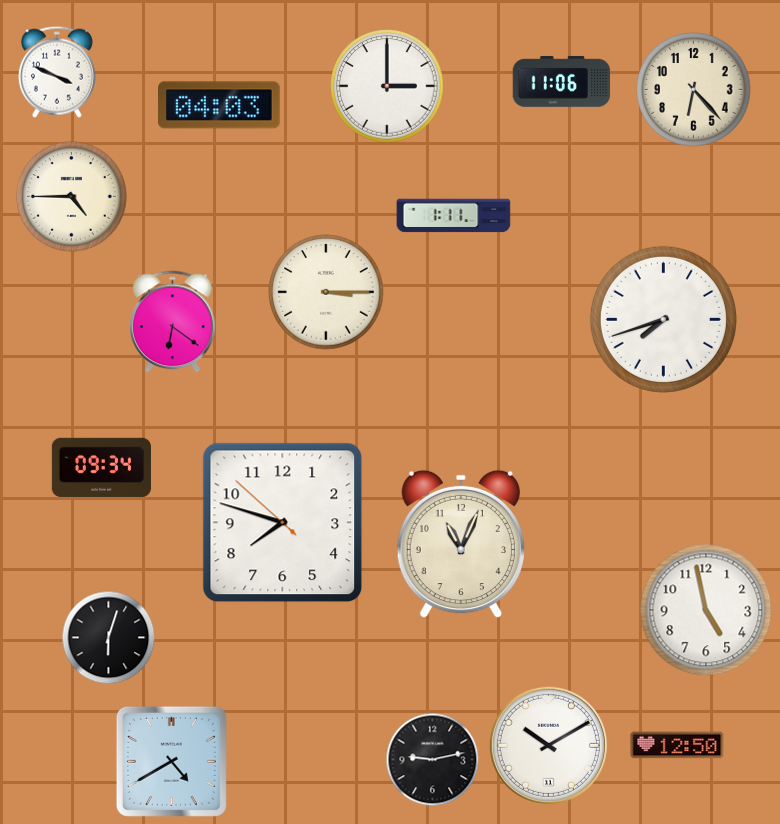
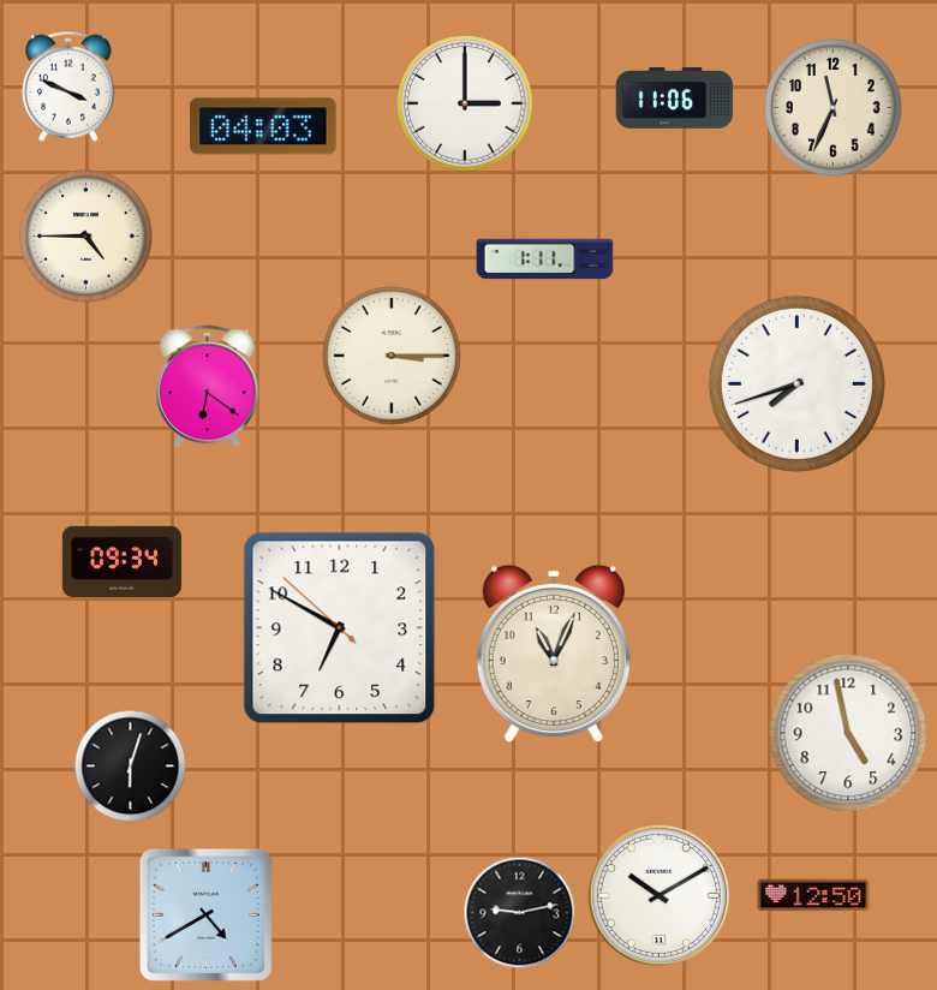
clock at (694, 90): 6:23 -> 11:34
clock at (326, 292) position: (326, 292) -> (392, 356)
clock at (283, 523): 7:47 -> 6:49
